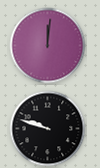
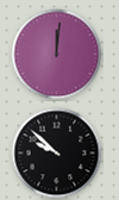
clock at (48, 129): 9:48 -> 9:52
